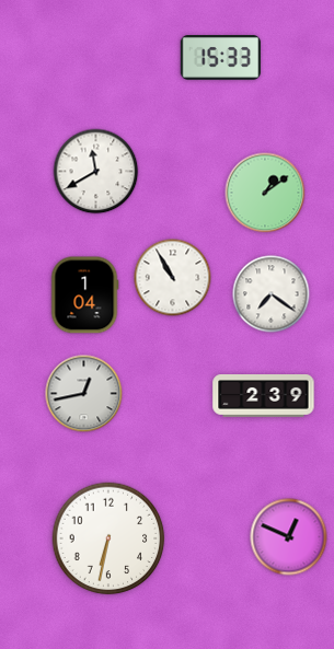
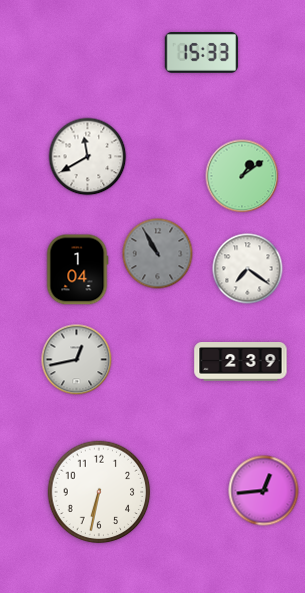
clock at (173, 278) dial: white -> grey
clock at (289, 537): 12:49 -> 12:44
